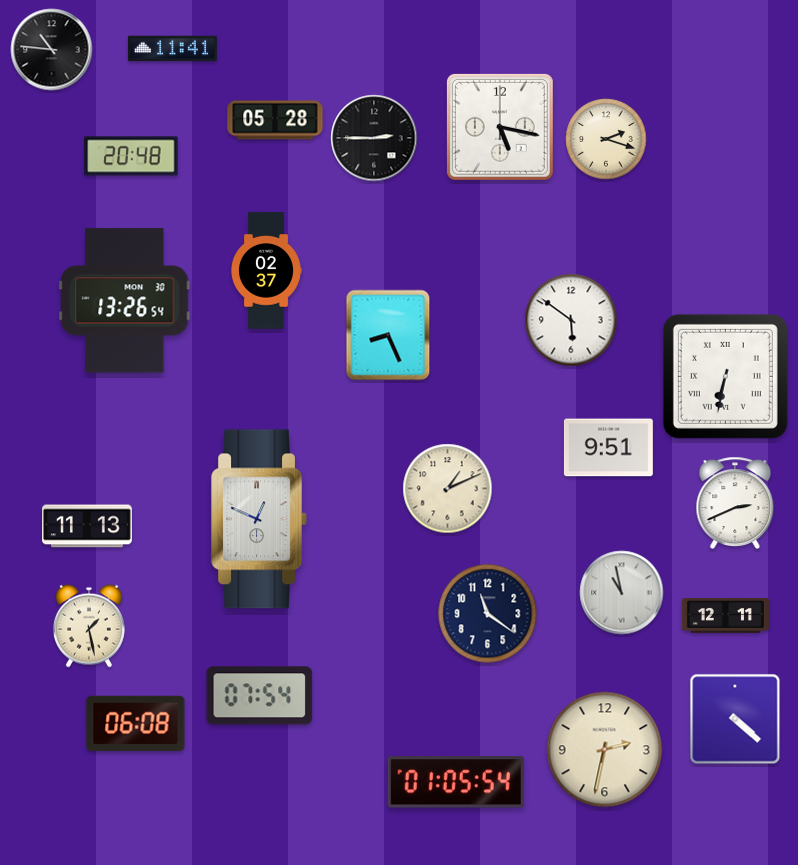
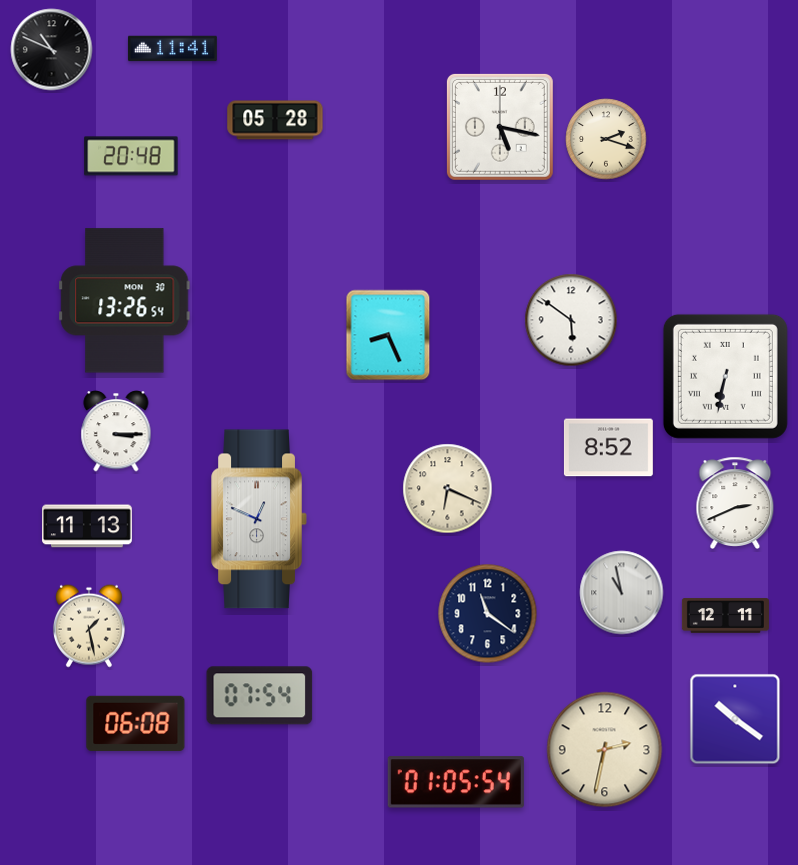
clock at (52, 50): 10:46 -> 10:49
clock at (374, 138): 2:45 -> none
clock at (267, 271): 02:37 -> none
clock at (116, 431): none -> 3:15
clock at (608, 448): 9:51 -> 8:52
clock at (448, 489): 1:11 -> 6:19
clock at (735, 719): 4:22 -> 10:21
